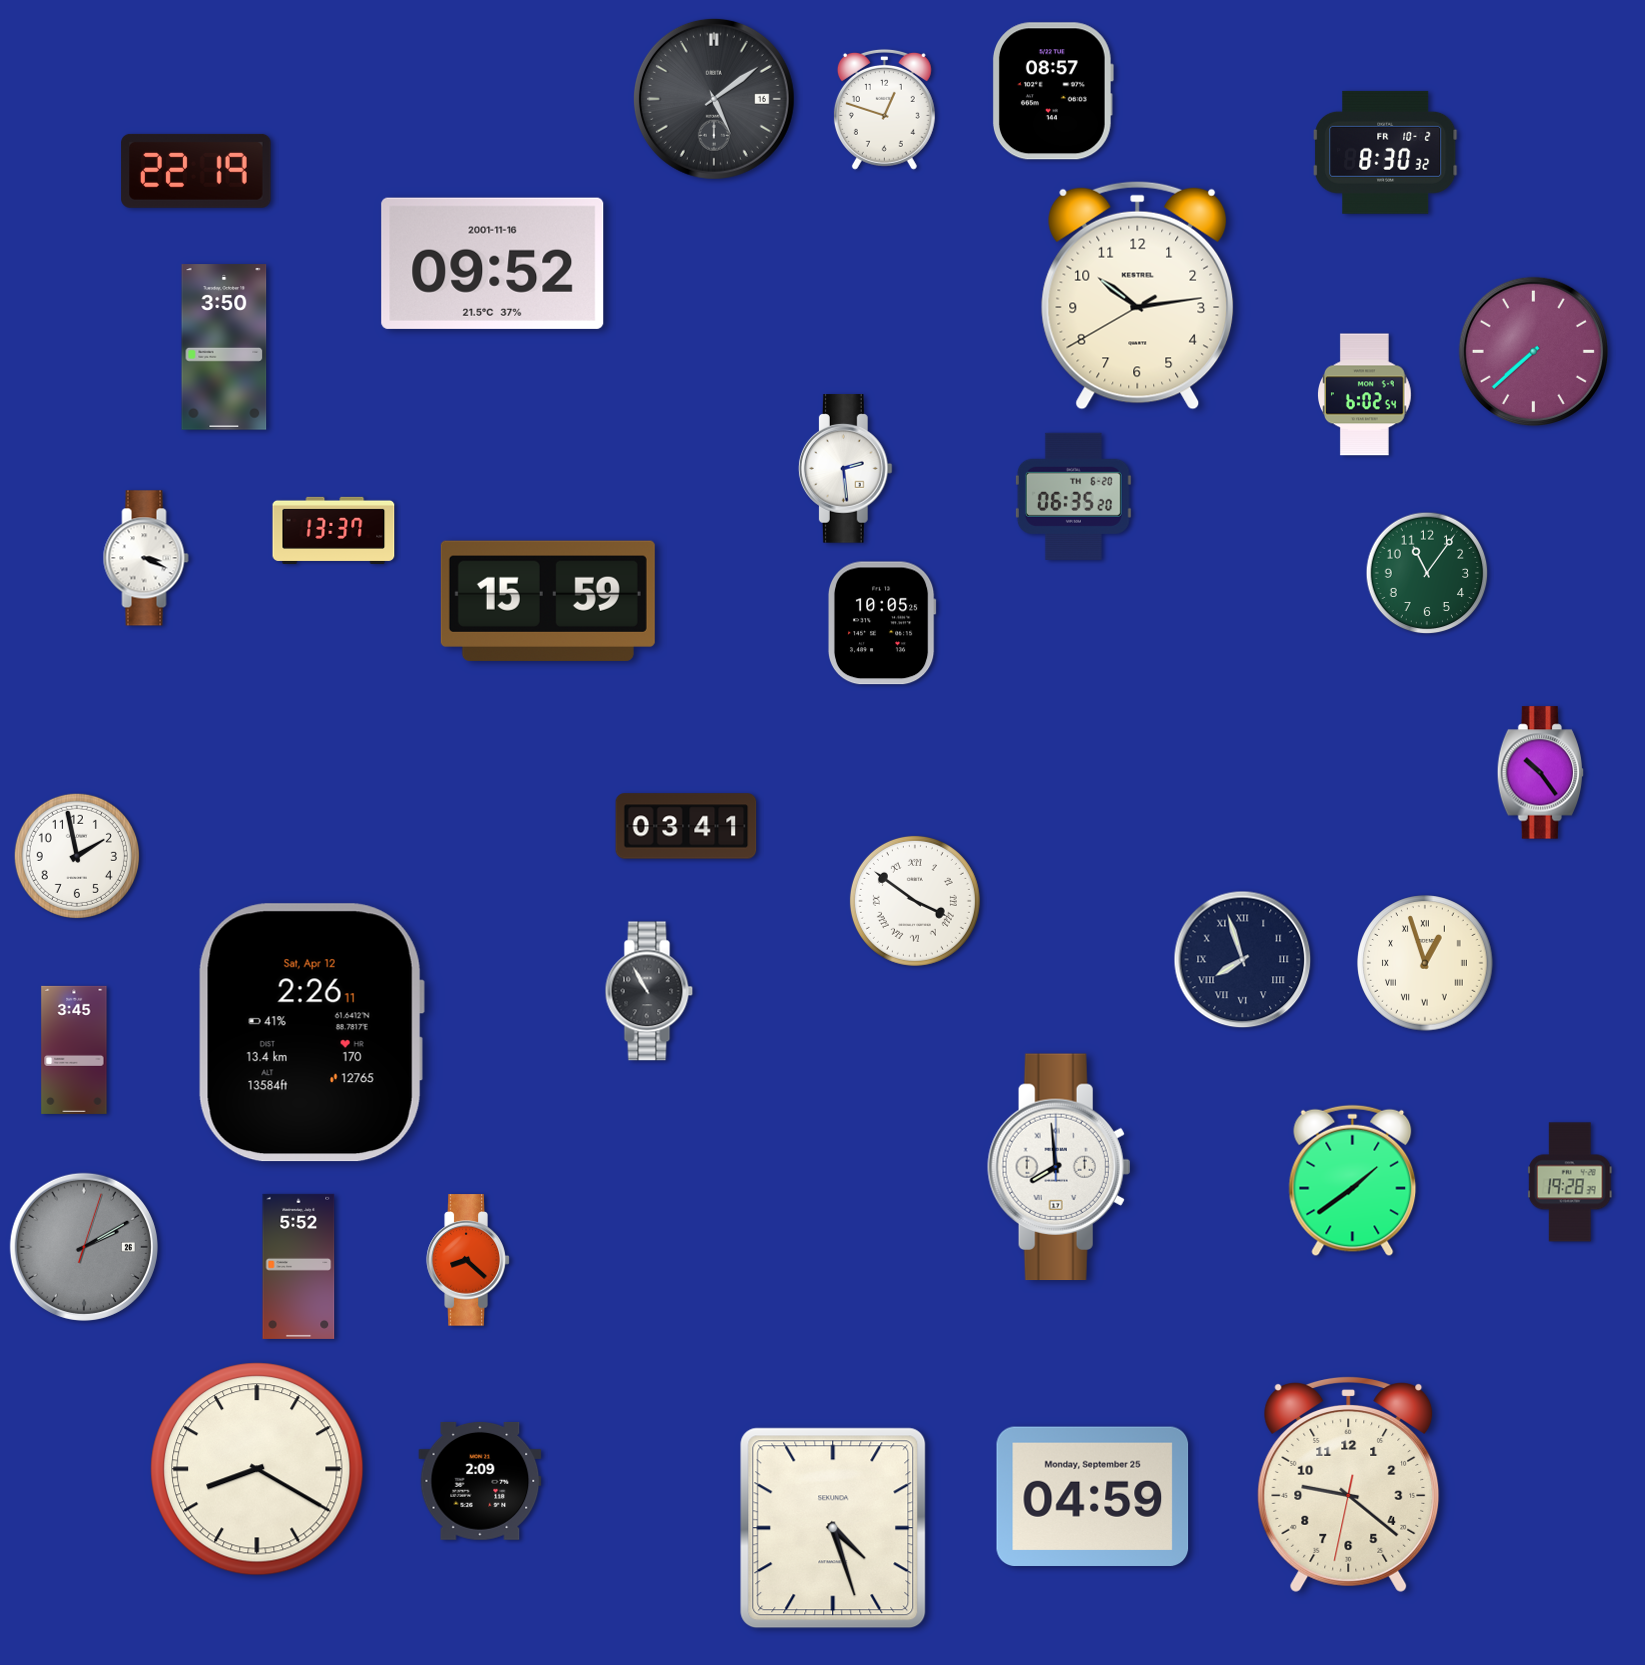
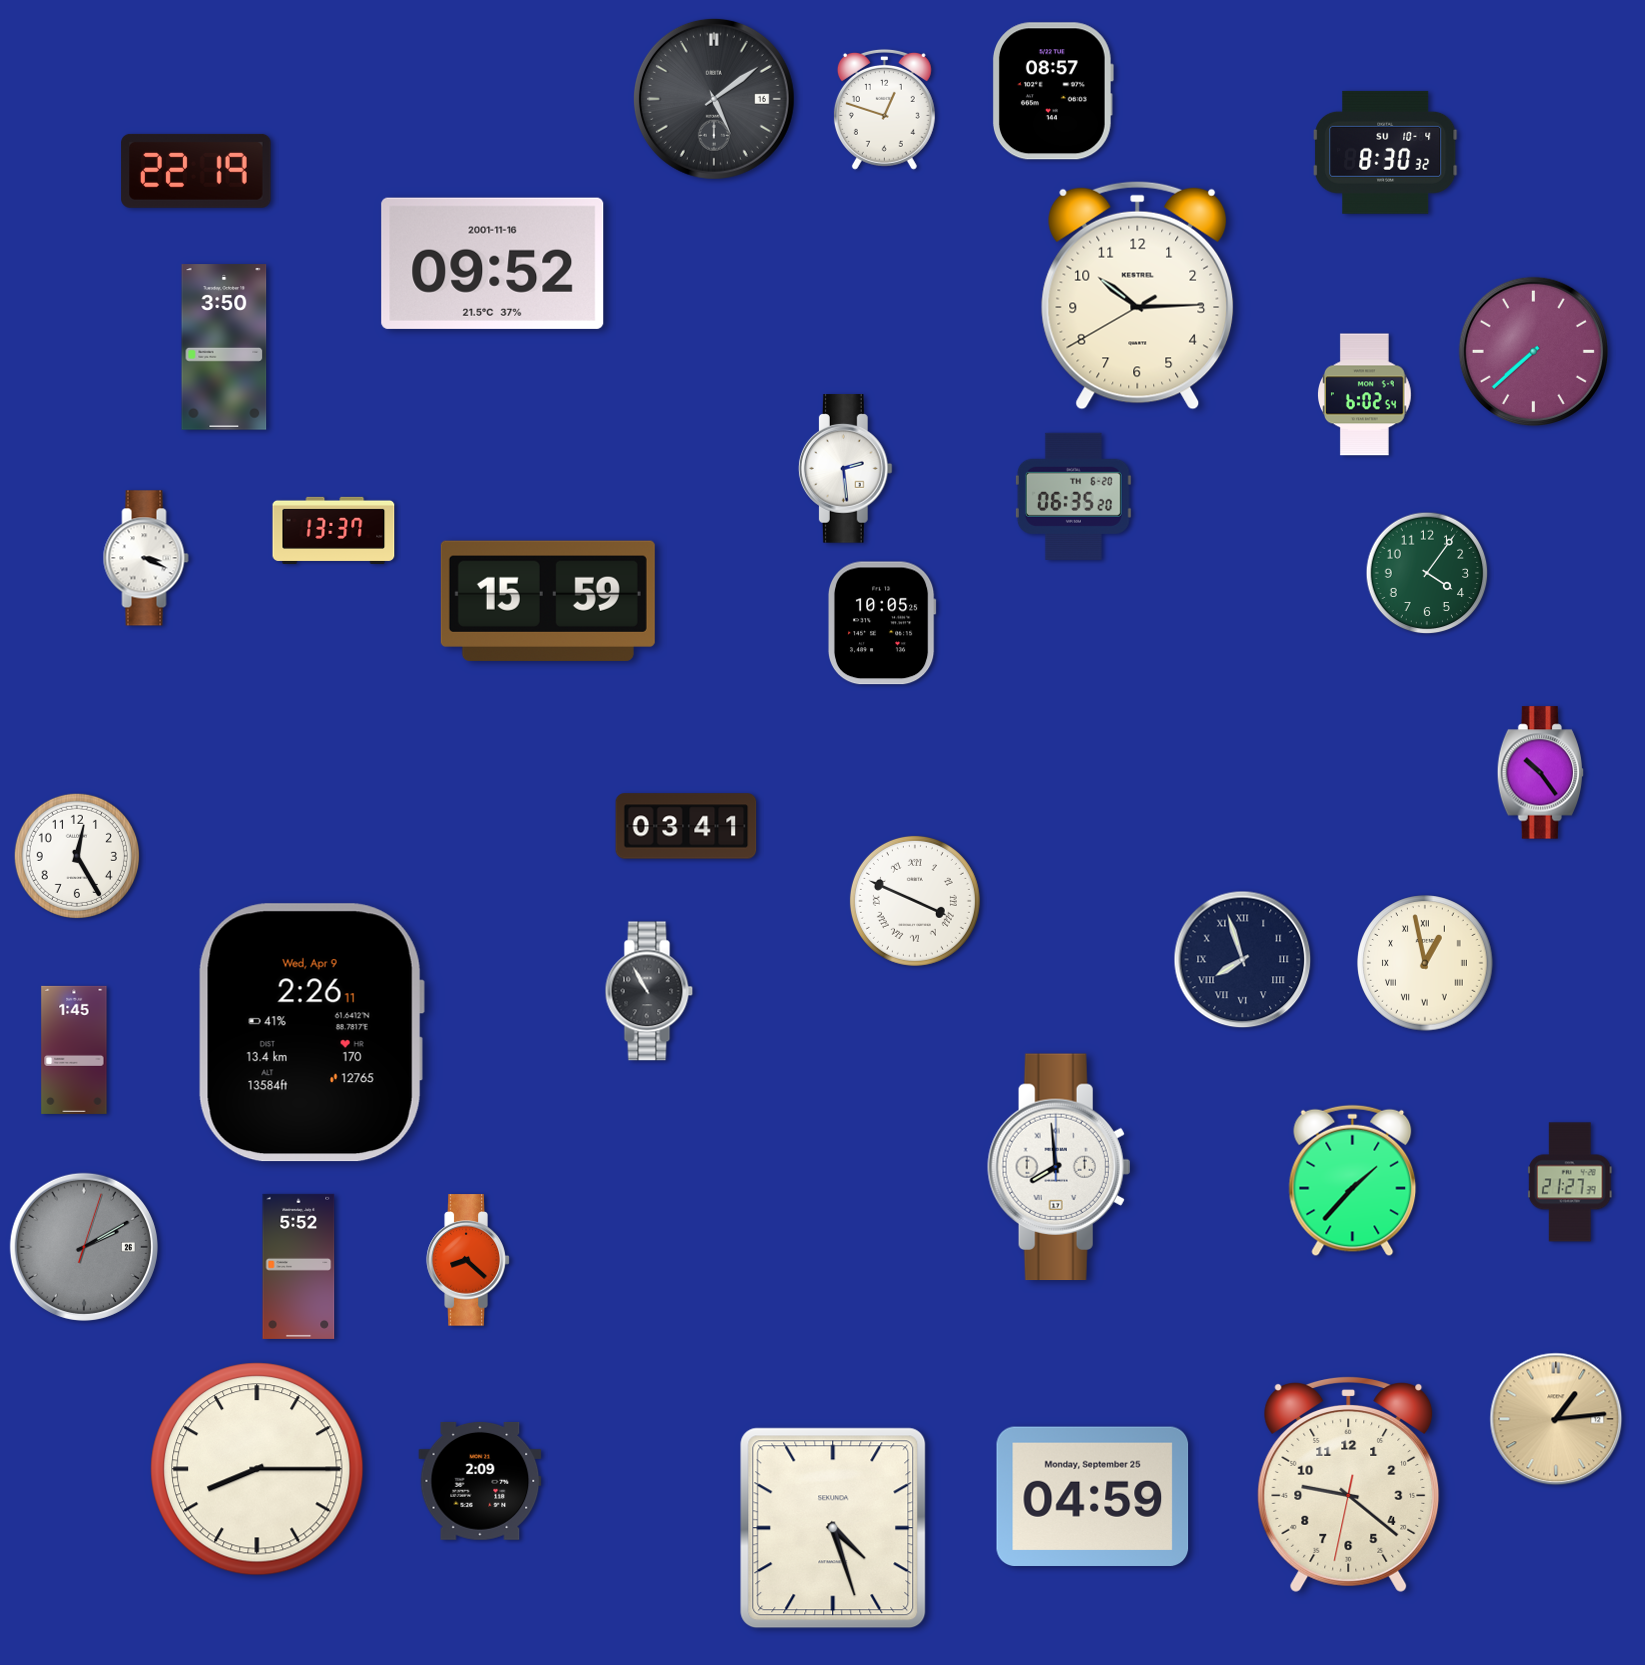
clock at (1386, 152) date: FR 10-2 -> SU 10-4
clock at (1138, 295): 10:13 -> 10:14
clock at (1427, 573): 11:06 -> 4:06
clock at (77, 856): 1:58 -> 12:25
clock at (915, 901): 3:51 -> 3:49
clock at (1425, 963): 12:57 -> 12:58
clock at (311, 1033) date: Sat, Apr 12 -> Wed, Apr 9
clock at (74, 1050): 3:45 -> 1:45
clock at (1353, 1181): 1:39 -> 1:37
clock at (1570, 1182): 19:28 -> 21:27
clock at (1556, 1419): none -> 1:14
clock at (257, 1469): 8:20 -> 8:15
